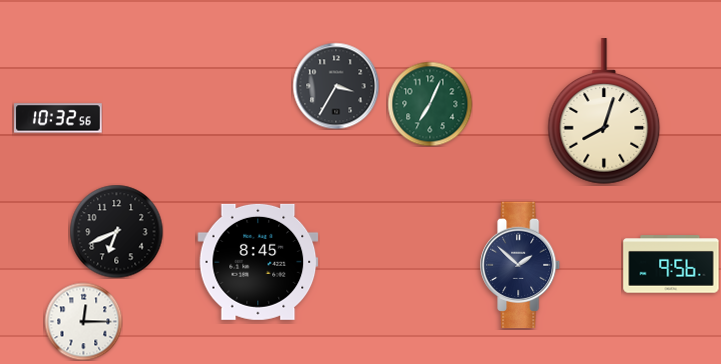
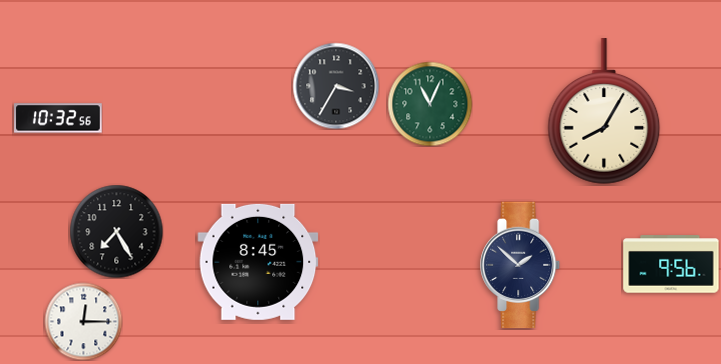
clock at (430, 104): 7:04 -> 11:04
clock at (604, 111): 8:03 -> 8:05
clock at (116, 231): 6:41 -> 7:25
